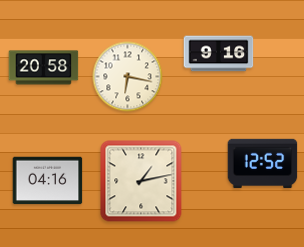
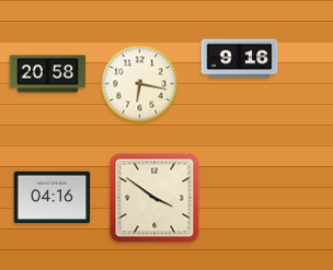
clock at (263, 164): 12:52 -> none
clock at (141, 181): 1:13 -> 3:51
